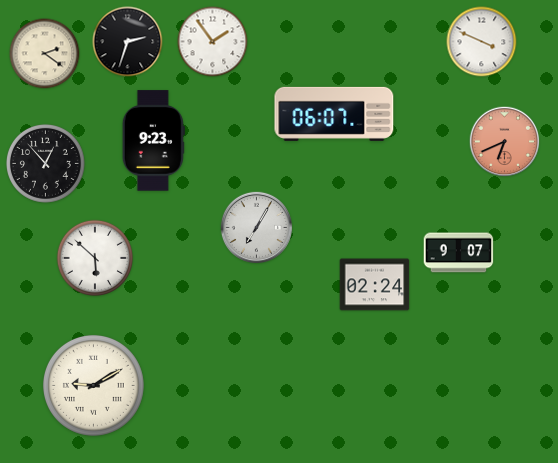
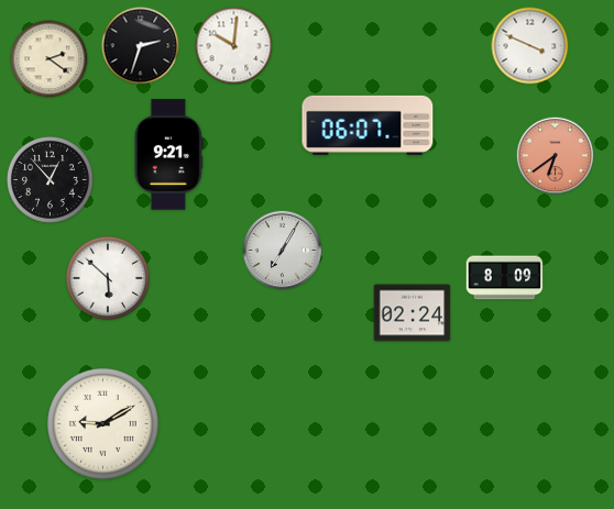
clock at (213, 42): 1:54 -> 10:01
clock at (153, 141): 9:23 -> 9:21
clock at (505, 142): 6:41 -> 6:39
clock at (459, 253): 9:07 -> 8:09
clock at (94, 257) position: (94, 257) -> (107, 277)
